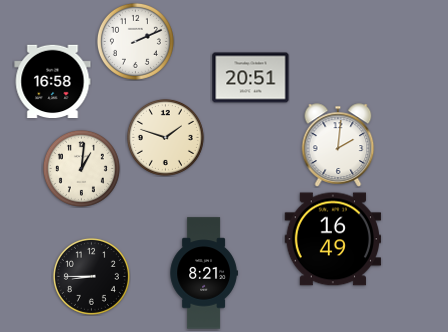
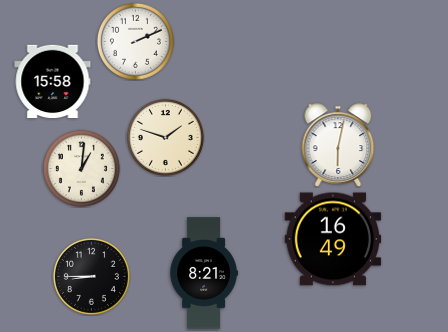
clock at (251, 78): 20:51 -> none
clock at (53, 82): 16:58 -> 15:58
clock at (338, 145): 2:01 -> 6:02
